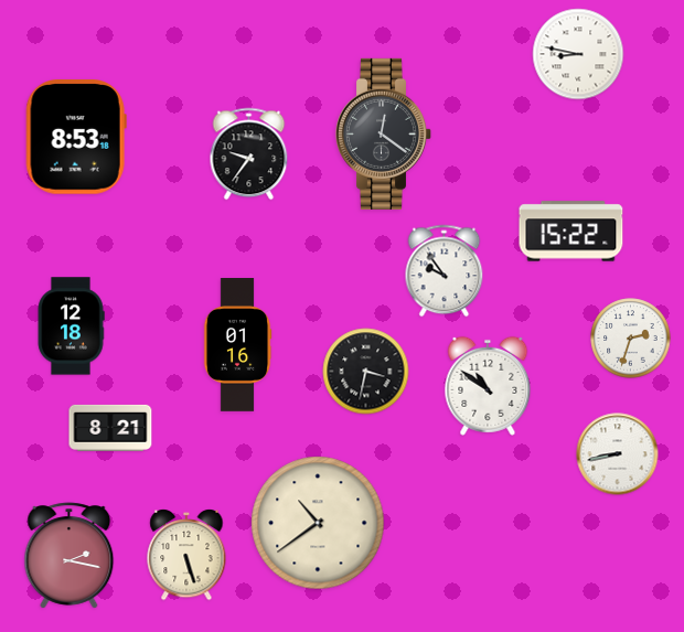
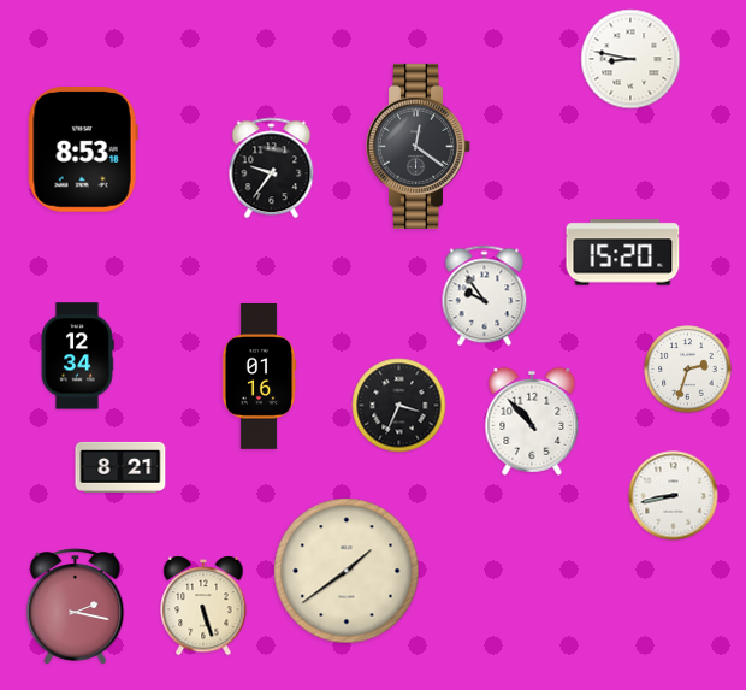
clock at (571, 232): 15:22 -> 15:20
clock at (71, 326): 12:18 -> 12:34
clock at (366, 372): 3:32 -> 3:34
clock at (488, 386): 10:51 -> 10:53
clock at (318, 523): 10:39 -> 1:39
